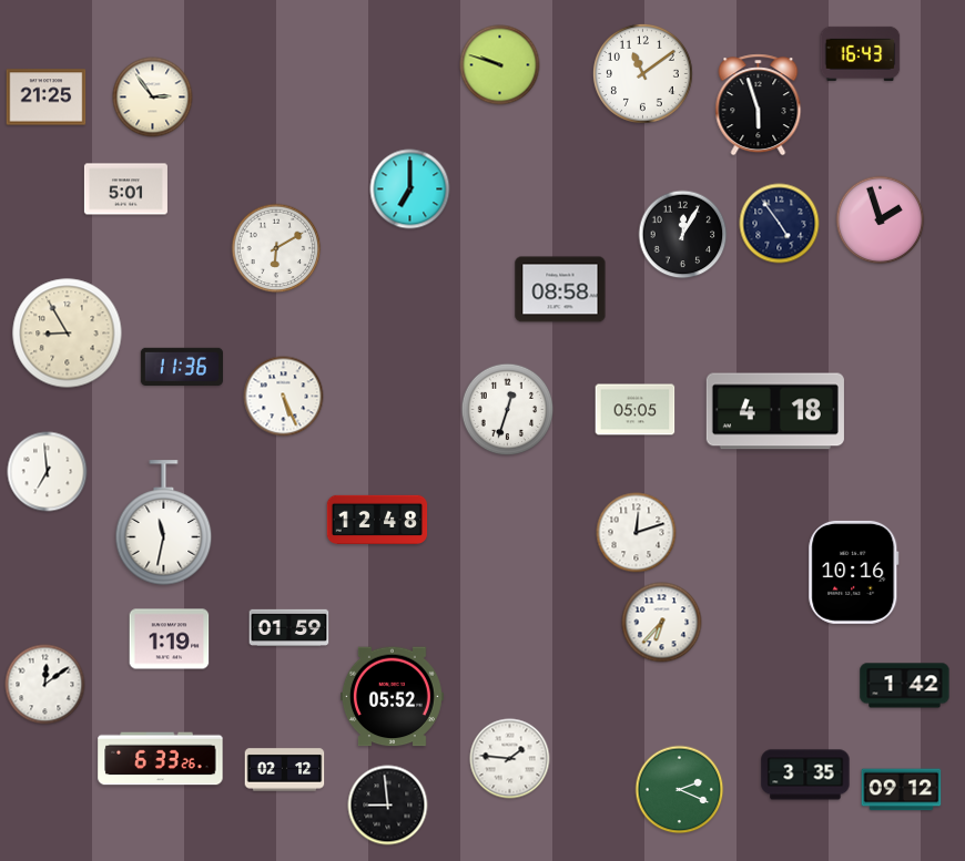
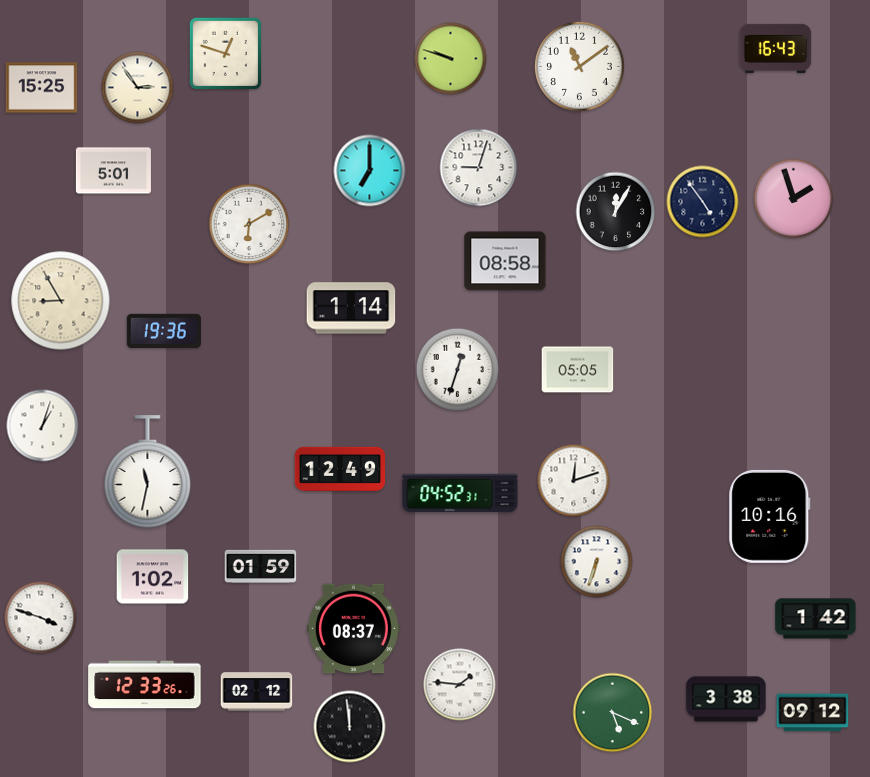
clock at (225, 53): none -> 12:48
clock at (47, 98): 21:25 -> 15:25
clock at (759, 105): 5:57 -> none
clock at (479, 168): none -> 9:03
clock at (351, 308): none -> 1:14
clock at (182, 366): 11:36 -> 19:36
clock at (284, 397): 5:26 -> none
clock at (636, 410) position: (636, 410) -> (578, 370)
clock at (775, 411): 4:18 -> none
clock at (48, 472): 6:59 -> 1:03
clock at (377, 520): 12:48 -> 12:49
clock at (460, 493): none -> 04:52
clock at (662, 623): 6:37 -> 6:33
clock at (170, 639): 1:19 -> 1:02
clock at (45, 685): 12:09 -> 3:48
clock at (392, 697): 05:52 -> 08:37
clock at (161, 759): 6:33 -> 12:33
clock at (285, 770) position: (285, 770) -> (257, 692)
clock at (805, 775): 3:35 -> 3:38
clock at (680, 790): 2:19 -> 5:19
clock at (388, 806): 8:59 -> 11:59
